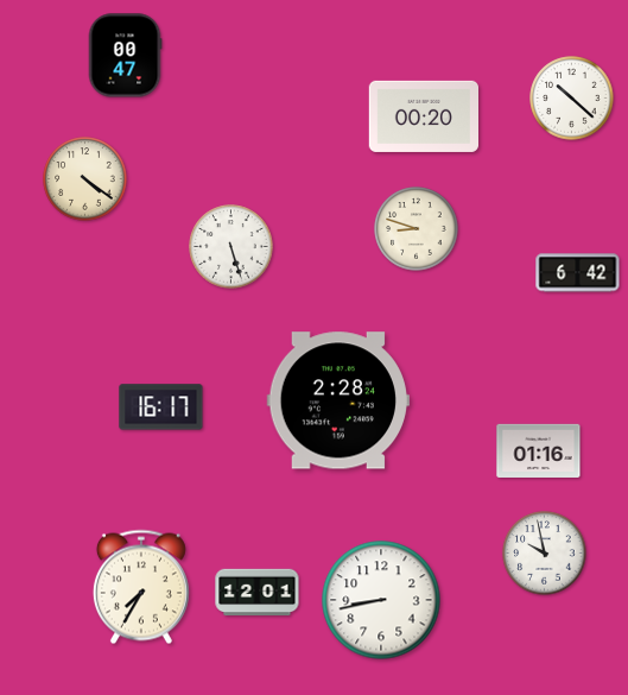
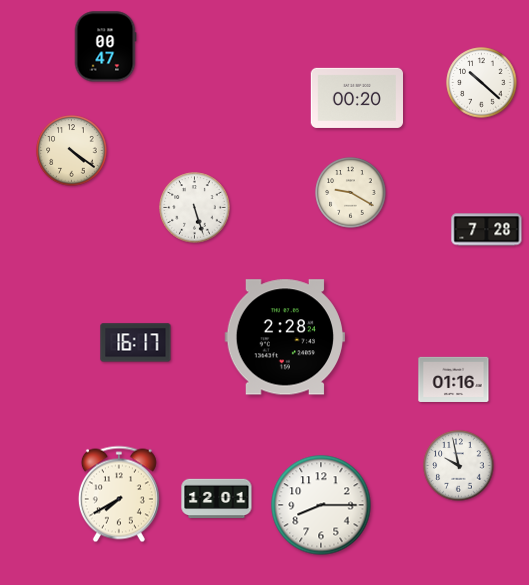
clock at (417, 229): 8:48 -> 9:20
clock at (578, 273): 6:42 -> 7:28
clock at (141, 587): 7:35 -> 7:40
clock at (381, 600): 8:43 -> 8:15
